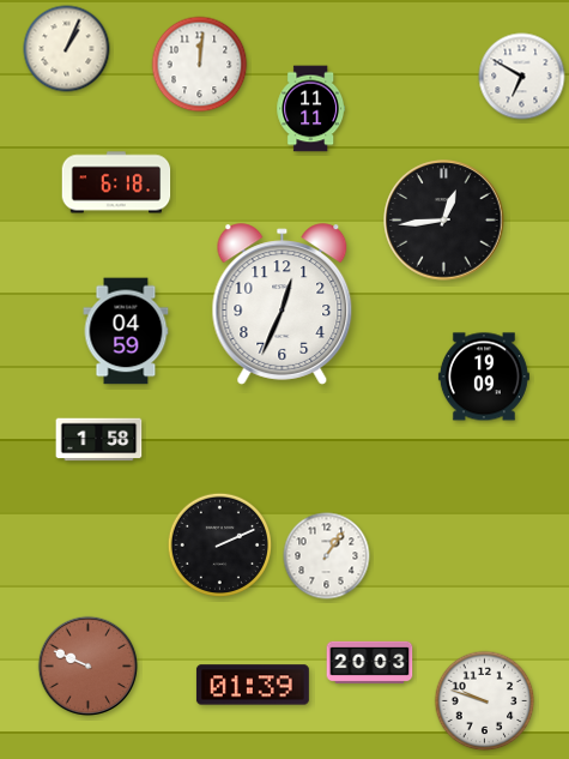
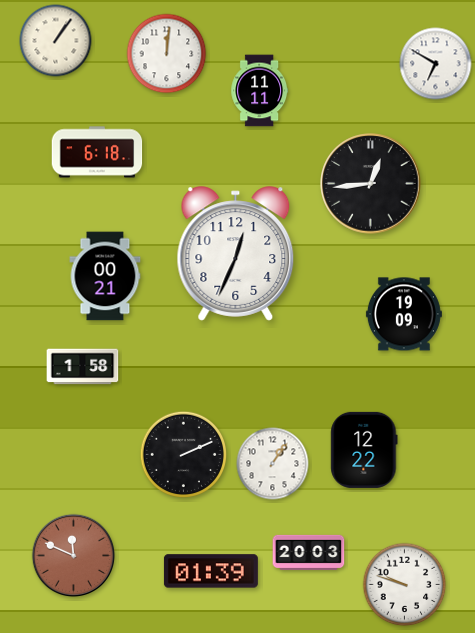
clock at (67, 49): 1:04 -> 1:06
clock at (126, 331): 04:59 -> 00:21
clock at (364, 450): none -> 12:22
clock at (89, 667): 9:49 -> 11:49
